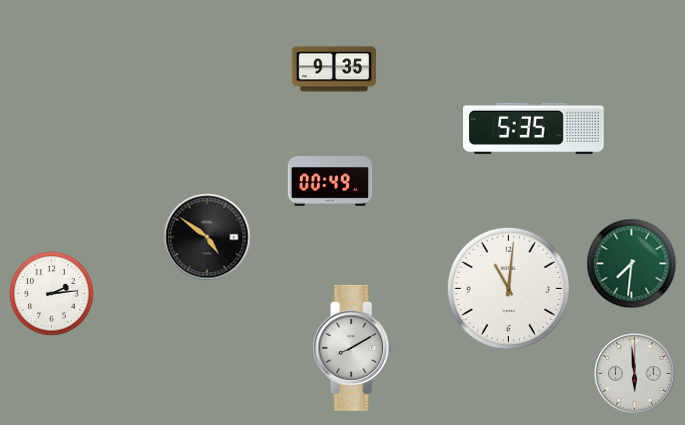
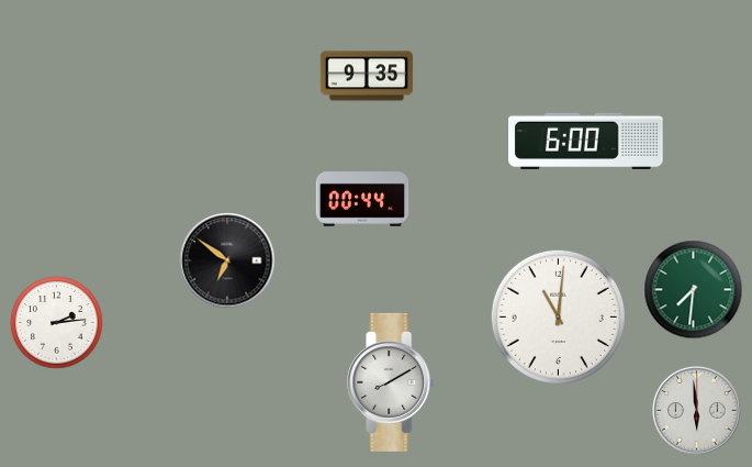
clock at (534, 128): 5:35 -> 6:00
clock at (330, 182): 00:49 -> 00:44
clock at (207, 237): 4:51 -> 6:51
clock at (354, 348) position: (354, 348) -> (392, 382)
